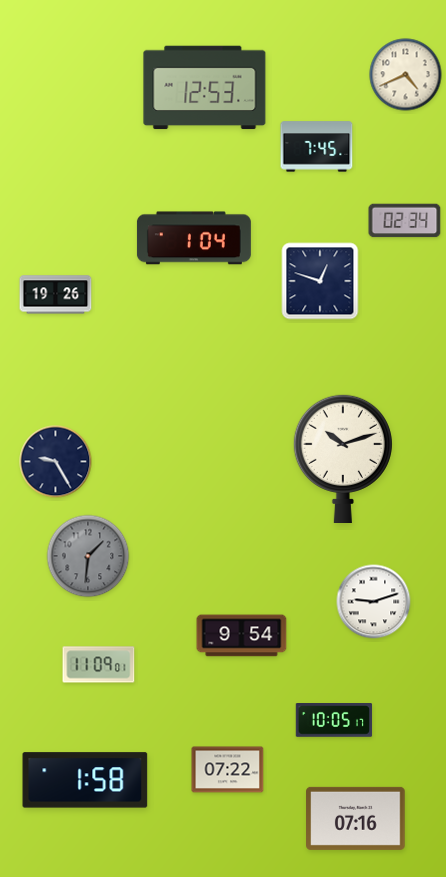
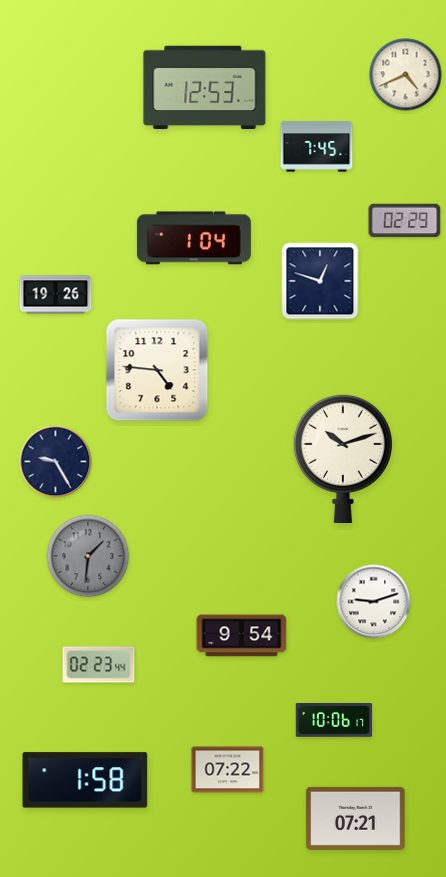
clock at (405, 221): 02:34 -> 02:29
clock at (157, 370): none -> 4:46
clock at (99, 665): 11:09 -> 02:23
clock at (334, 720): 10:05 -> 10:06
clock at (356, 818): 07:16 -> 07:21
